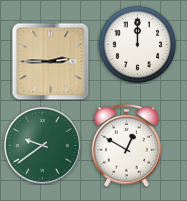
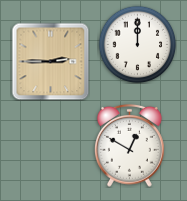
clock at (42, 145): 9:39 -> none
clock at (127, 145) position: (127, 145) -> (130, 145)
